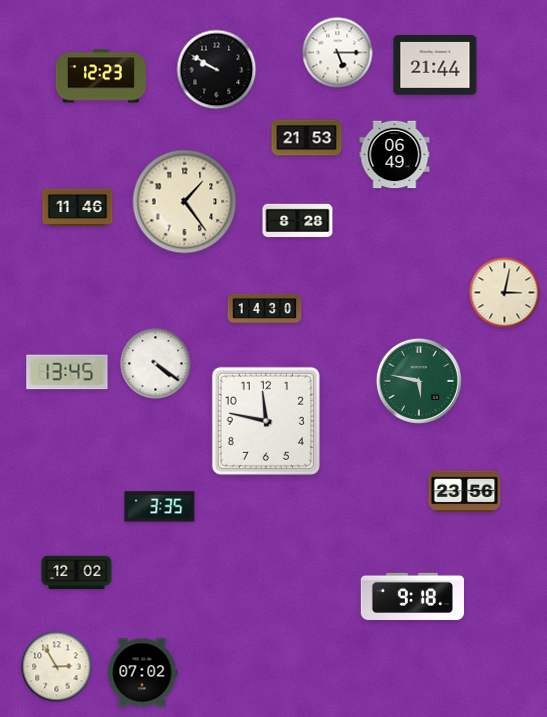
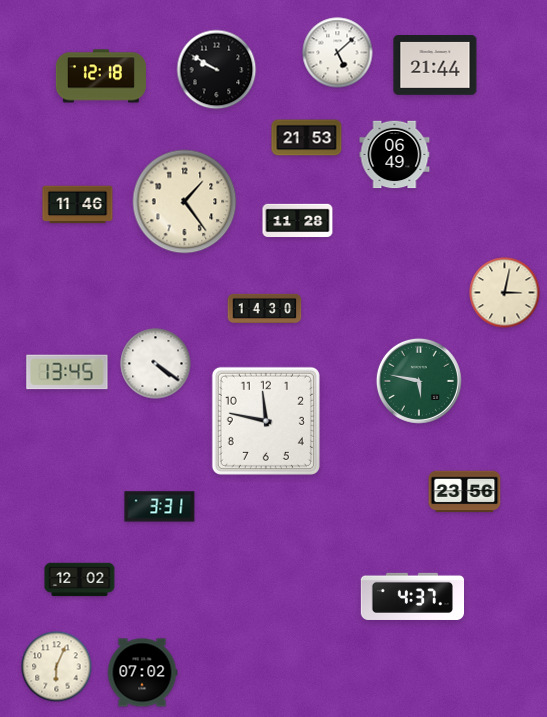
clock at (338, 53): 5:15 -> 5:08
clock at (101, 76): 12:23 -> 12:18
clock at (78, 208) position: (78, 208) -> (78, 205)
clock at (298, 221): 8:28 -> 11:28
clock at (160, 507): 3:35 -> 3:31
clock at (77, 573) position: (77, 573) -> (80, 580)
clock at (412, 596): 9:18 -> 4:37
clock at (57, 667): 2:55 -> 6:04
